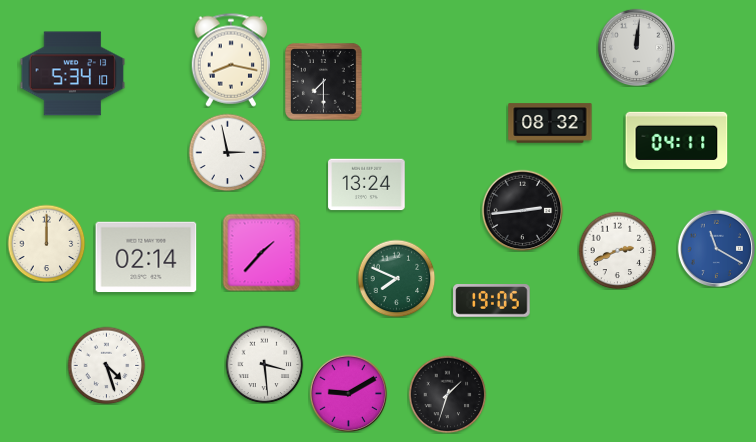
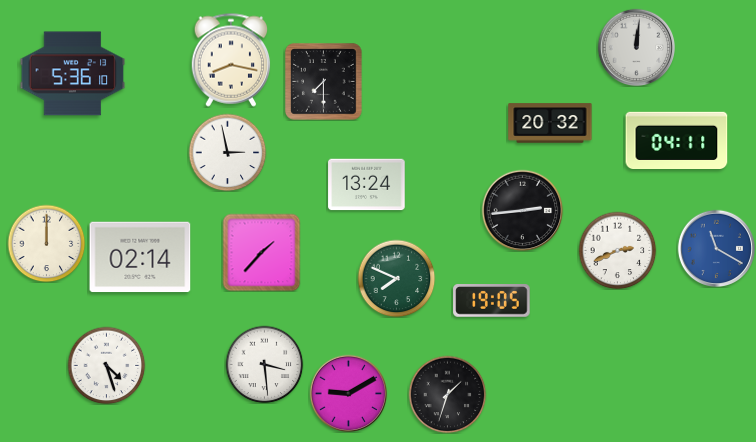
clock at (73, 74): 5:34 -> 5:36
clock at (550, 123): 08:32 -> 20:32
clock at (146, 257) position: (146, 257) -> (140, 257)
